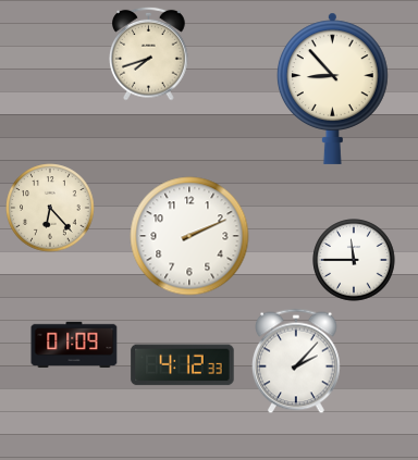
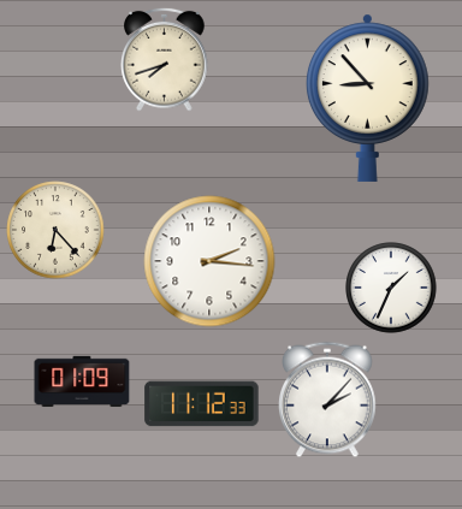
clock at (189, 236): 2:11 -> 2:16
clock at (354, 260): 11:45 -> 1:34
clock at (183, 365): 4:12 -> 11:12
